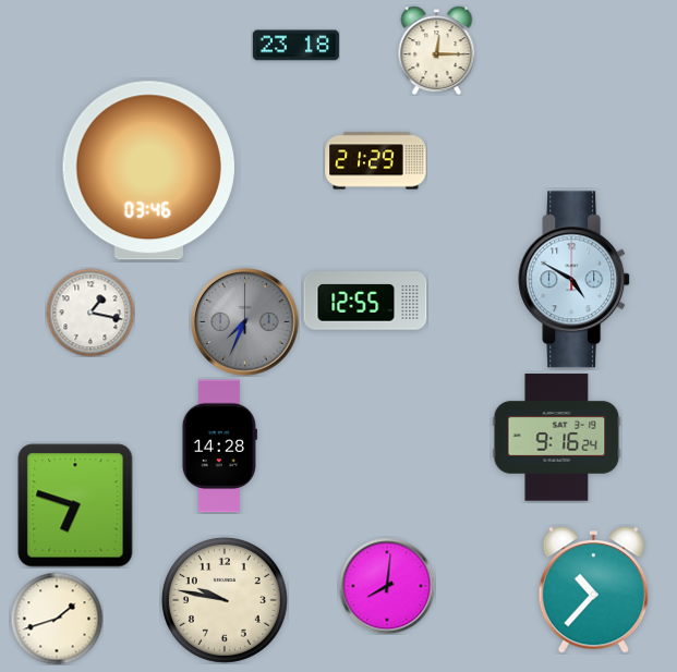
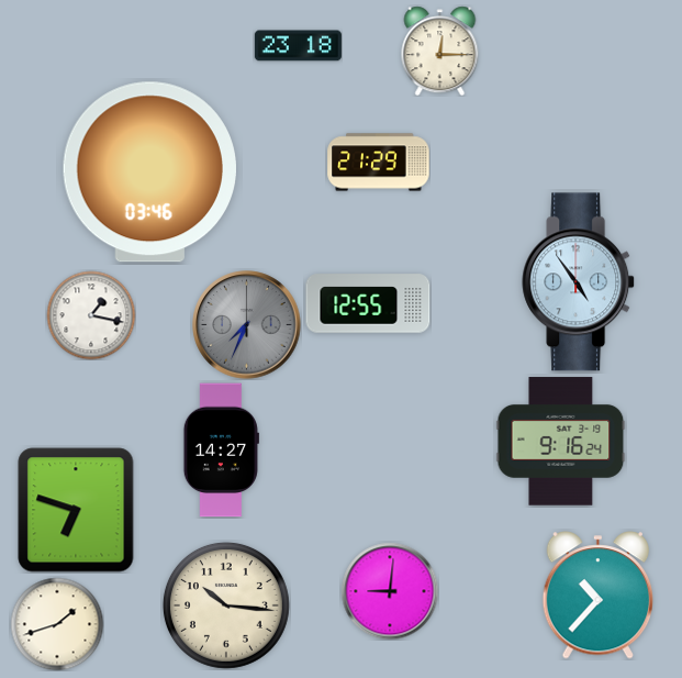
clock at (575, 280): 4:50 -> 4:54
clock at (219, 447): 14:28 -> 14:27
clock at (387, 586): 8:01 -> 9:01
clock at (225, 600): 9:47 -> 10:16
